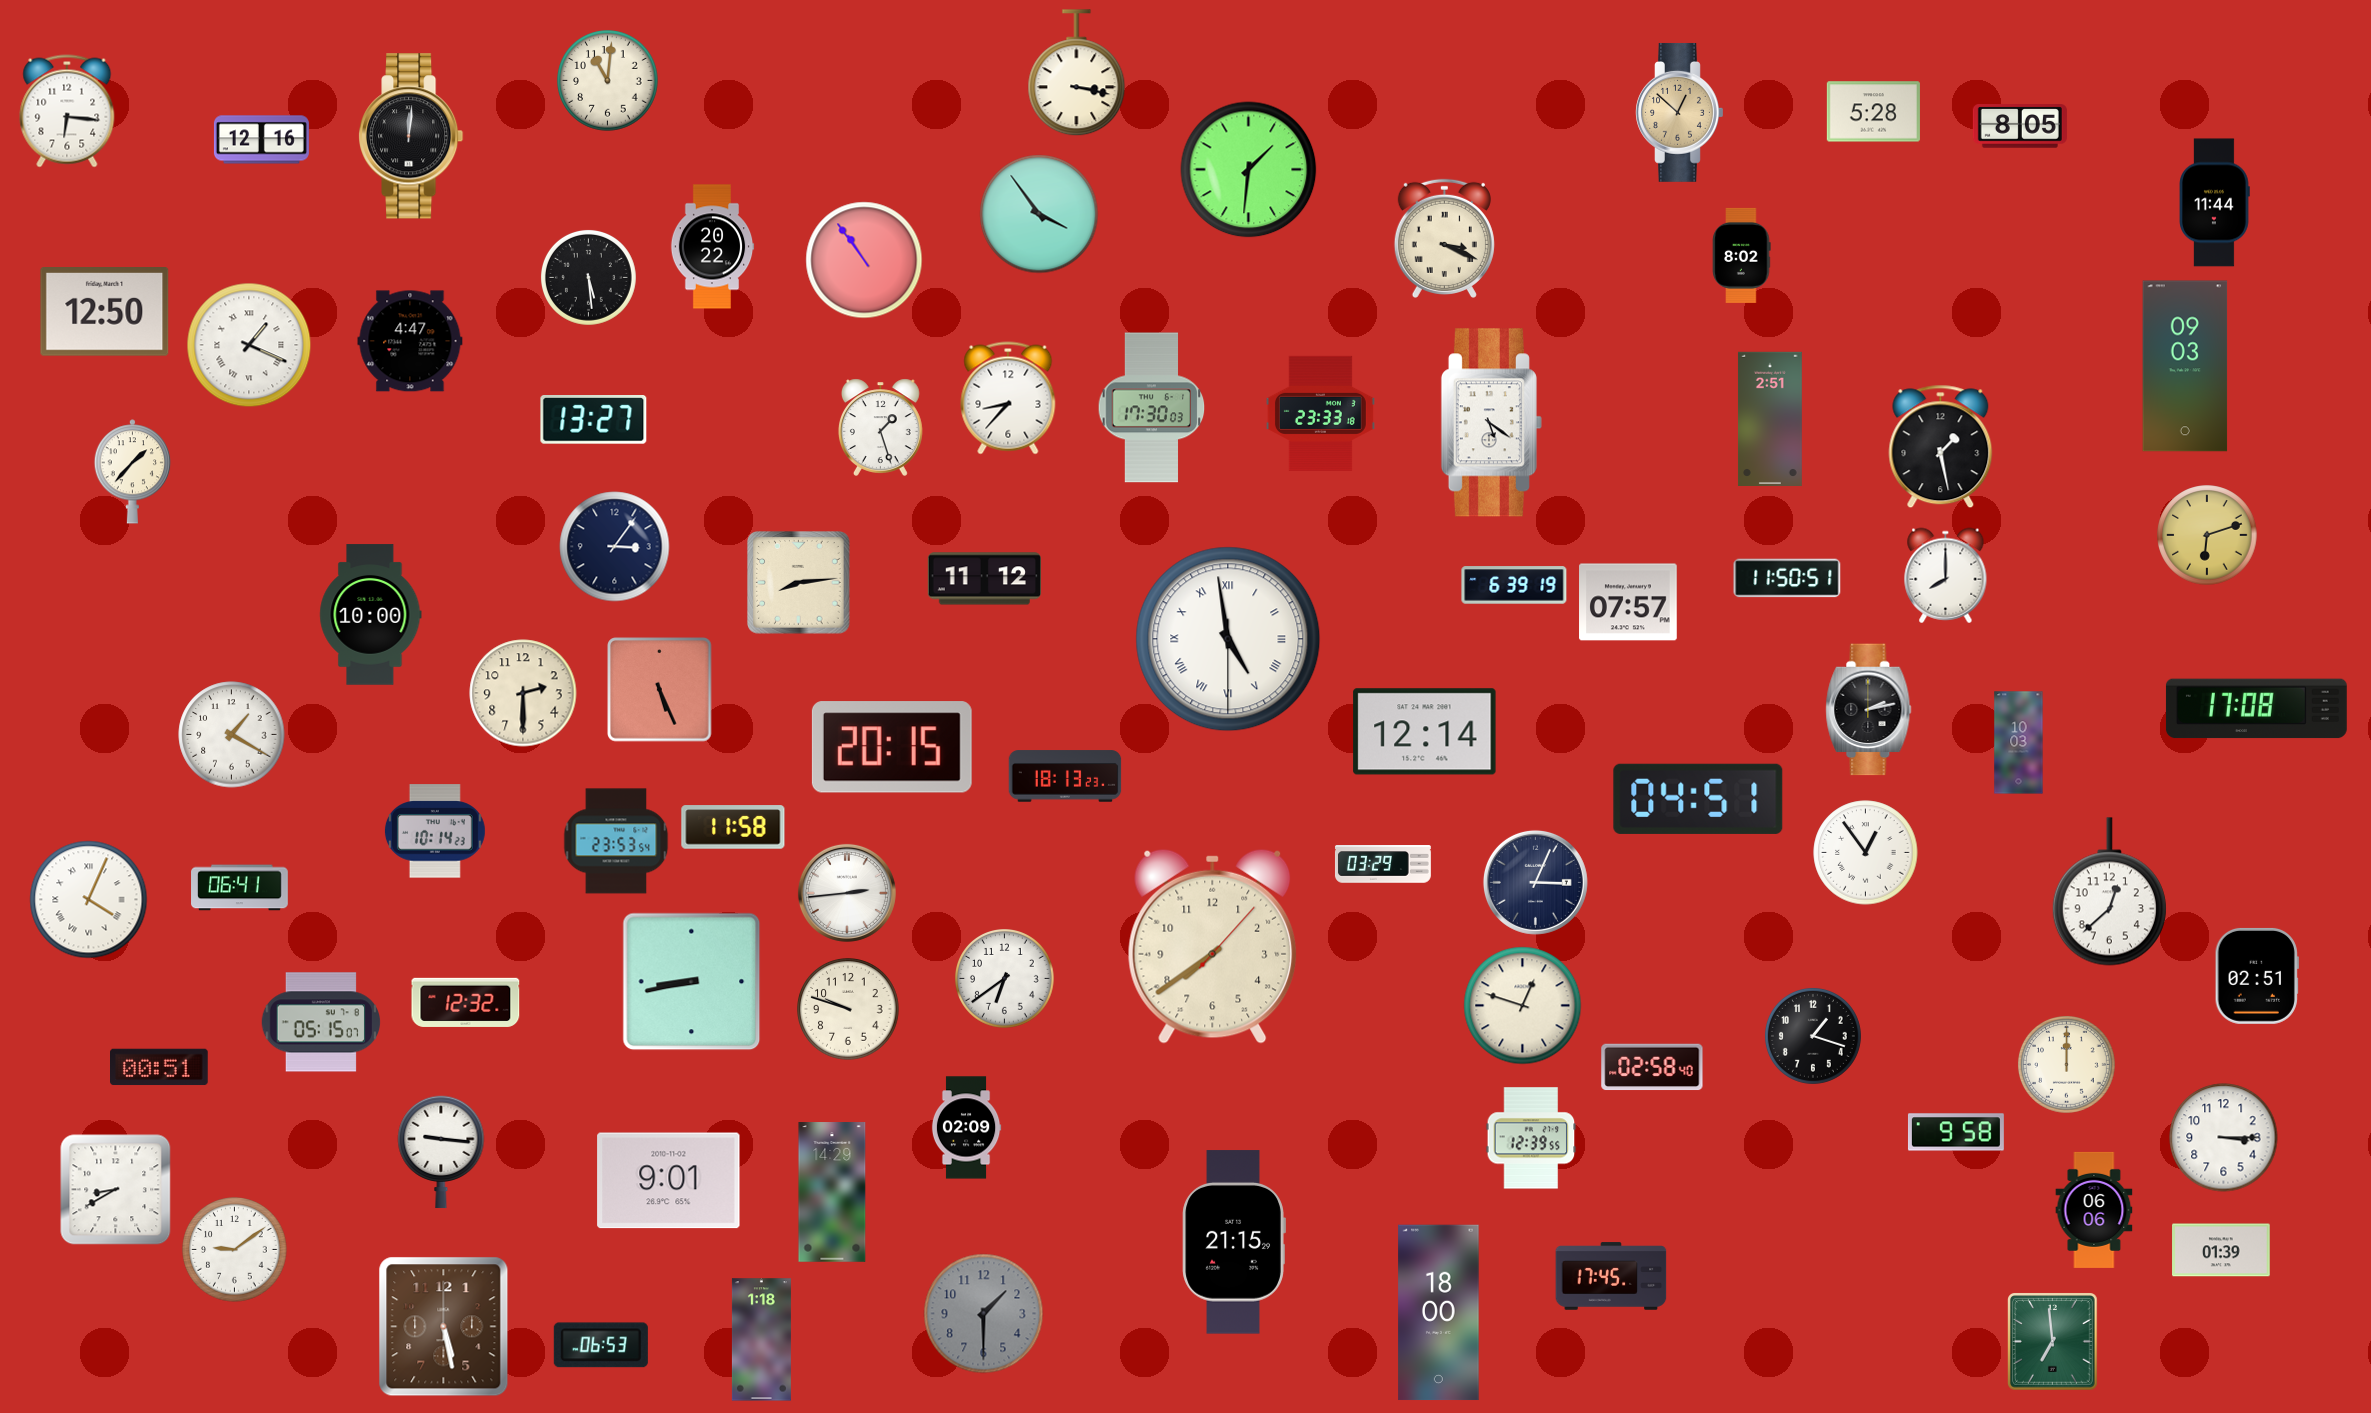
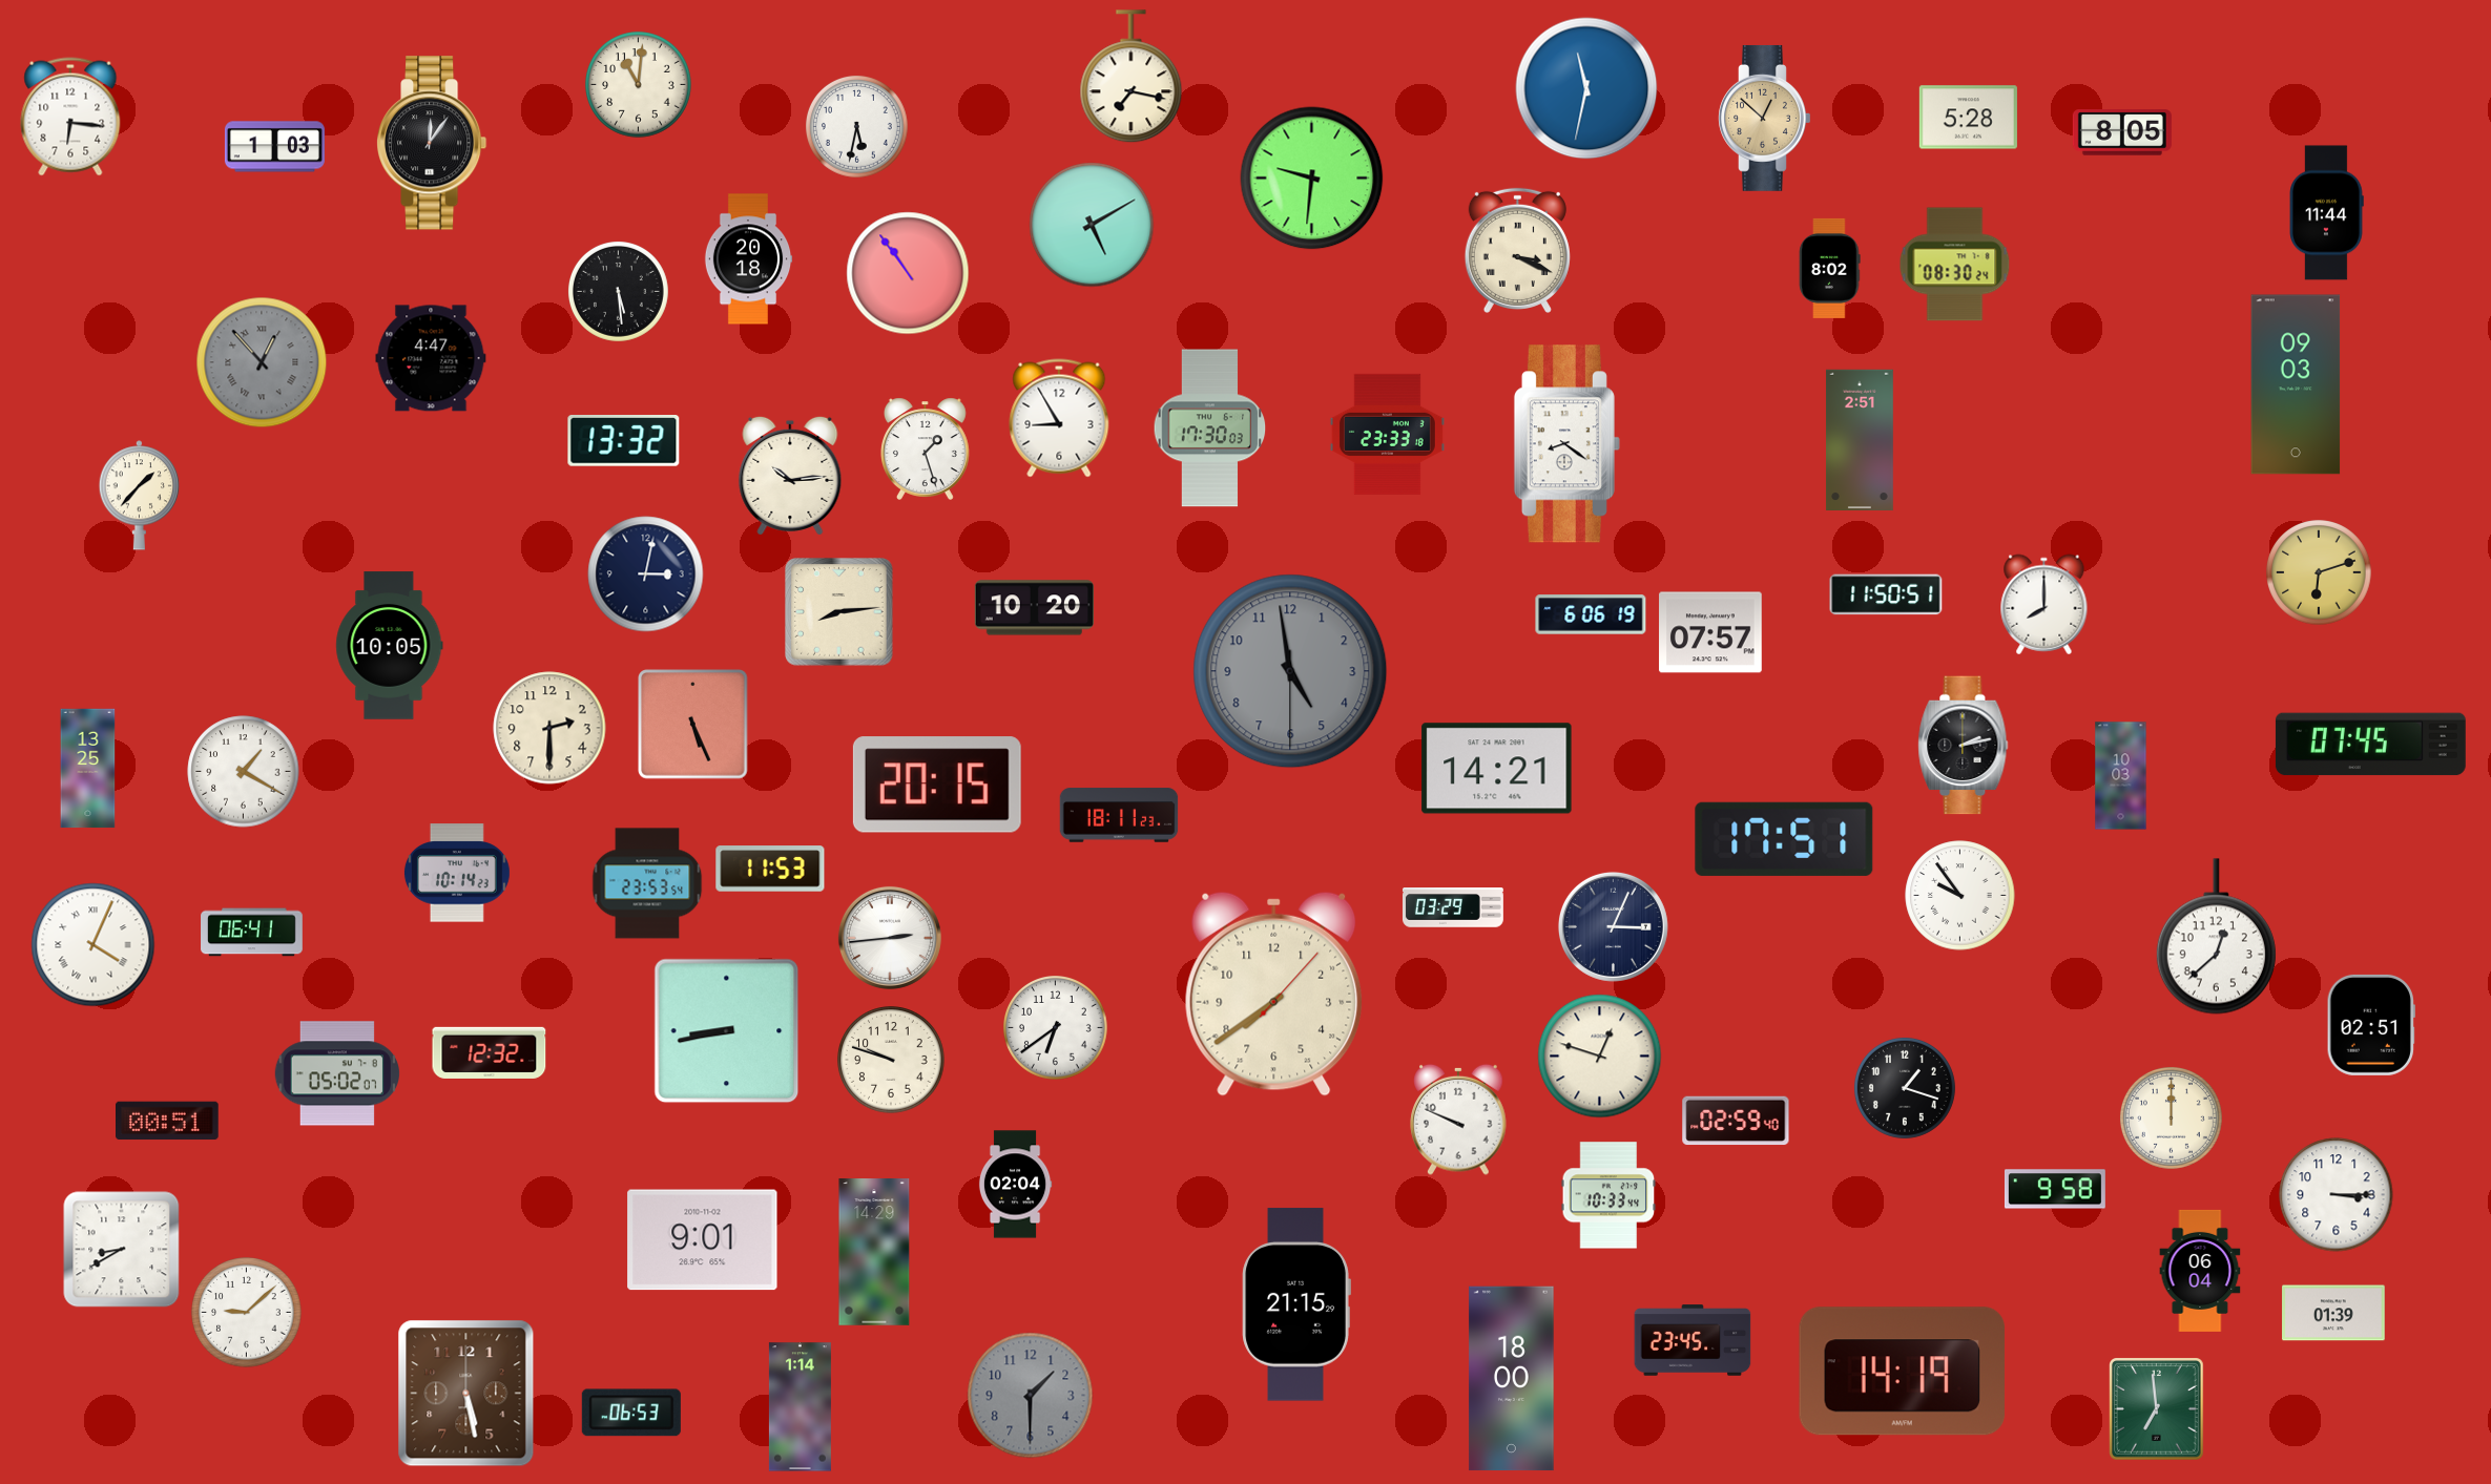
clock at (1077, 73): 3:17 -> 7:17
clock at (1586, 88): none -> 11:32
clock at (857, 127): none -> 5:32
clock at (412, 136): 12:01 -> 12:06
clock at (261, 140): 12:16 -> 1:03
clock at (1249, 170): 1:31 -> 9:31
clock at (1039, 214): 3:54 -> 5:10
clock at (712, 247): 20:22 -> 20:18
clock at (1955, 265): none -> 08:30
clock at (105, 312): 12:50 -> none
clock at (249, 345): 1:19 -> 12:53
clock at (249, 345) dial: white -> grey
clock at (1008, 398): 8:37 -> 8:55
clock at (594, 420): 13:27 -> 13:32
clock at (1491, 423): 5:21 -> 8:21
clock at (1941, 447): 1:28 -> none
clock at (790, 476): none -> 10:14
clock at (2207, 535) position: (2207, 535) -> (2319, 572)
clock at (615, 547): 3:06 -> 3:02
clock at (1787, 578) position: (1787, 578) -> (1886, 594)
clock at (984, 579): 11:12 -> 10:20
clock at (1514, 585): 6:39 -> 6:06
clock at (371, 615): 10:00 -> 10:05
clock at (1228, 639) dial: white -> grey
clock at (1228, 639) numerals: Roman -> Arabic
clock at (2256, 709): 17:08 -> 07:45
clock at (88, 769): none -> 13:25
clock at (1425, 732): 12:14 -> 14:21
clock at (2019, 743) position: (2019, 743) -> (2121, 776)
clock at (1065, 776): 18:13 -> 18:11
clock at (1698, 799): 04:51 -> 17:51
clock at (733, 827): 11:58 -> 11:53
clock at (1866, 853): 12:54 -> 9:54
clock at (320, 1022): 05:15 -> 05:02
clock at (1458, 1120): none -> 9:49
clock at (1652, 1067): 02:58 -> 02:59
clock at (966, 1128): 02:09 -> 02:04
clock at (1531, 1138): 12:39 -> 10:33
clock at (441, 1152): 9:16 -> none
clock at (2094, 1210): 06:06 -> 06:04
clock at (235, 1250): 9:09 -> 9:08
clock at (1611, 1276): 17:45 -> 23:45
clock at (1902, 1372): none -> 14:19
clock at (984, 1314) position: (984, 1314) -> (1031, 1396)
clock at (761, 1340): 1:18 -> 1:14
